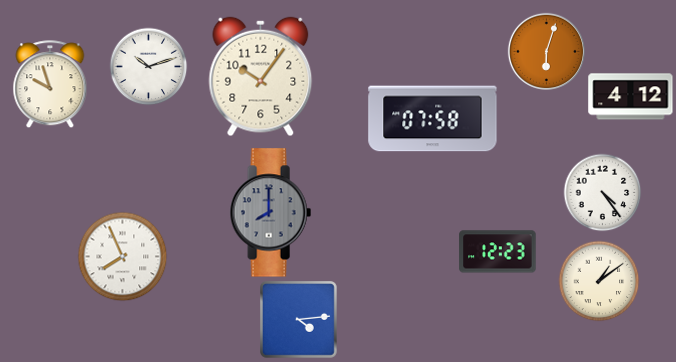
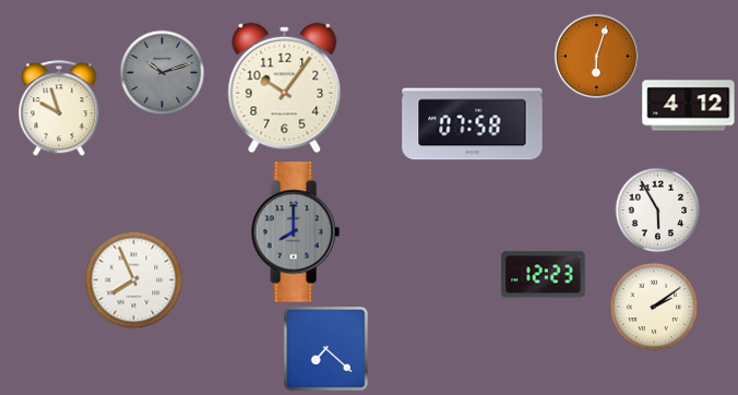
clock at (148, 66) dial: white -> grey
clock at (261, 77) position: (261, 77) -> (285, 88)
clock at (50, 84) position: (50, 84) -> (59, 108)
clock at (433, 119) position: (433, 119) -> (473, 124)
clock at (602, 192): 4:24 -> 5:55
clock at (599, 281): 1:09 -> 2:09
clock at (299, 320): 4:14 -> 7:22
